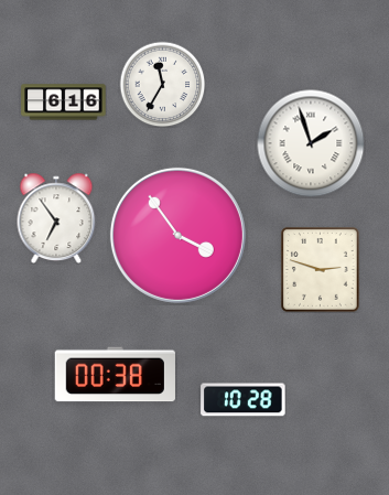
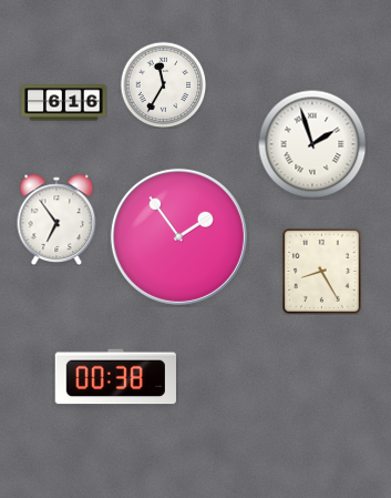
clock at (177, 235): 3:54 -> 1:54
clock at (321, 270): 2:48 -> 8:25
clock at (244, 400): 10:28 -> none
